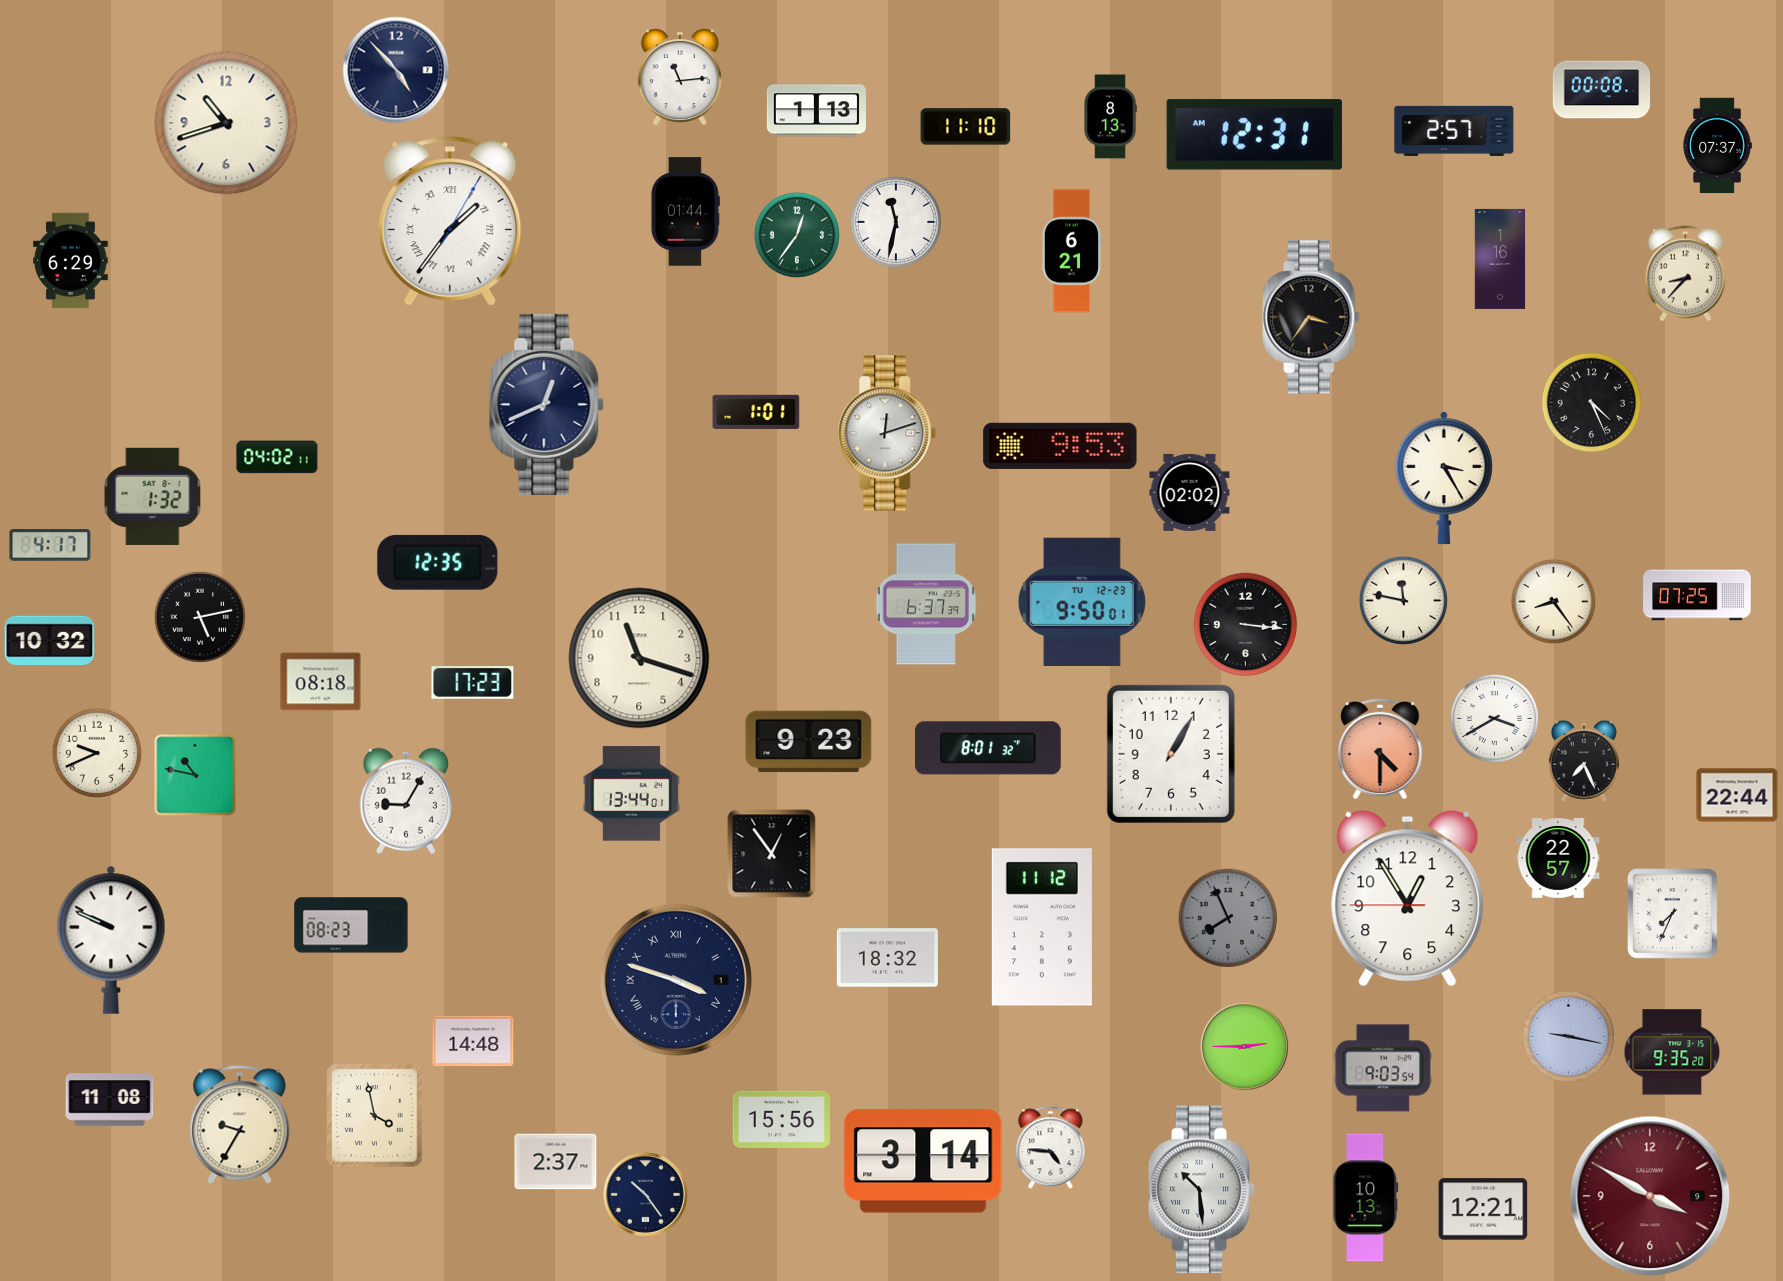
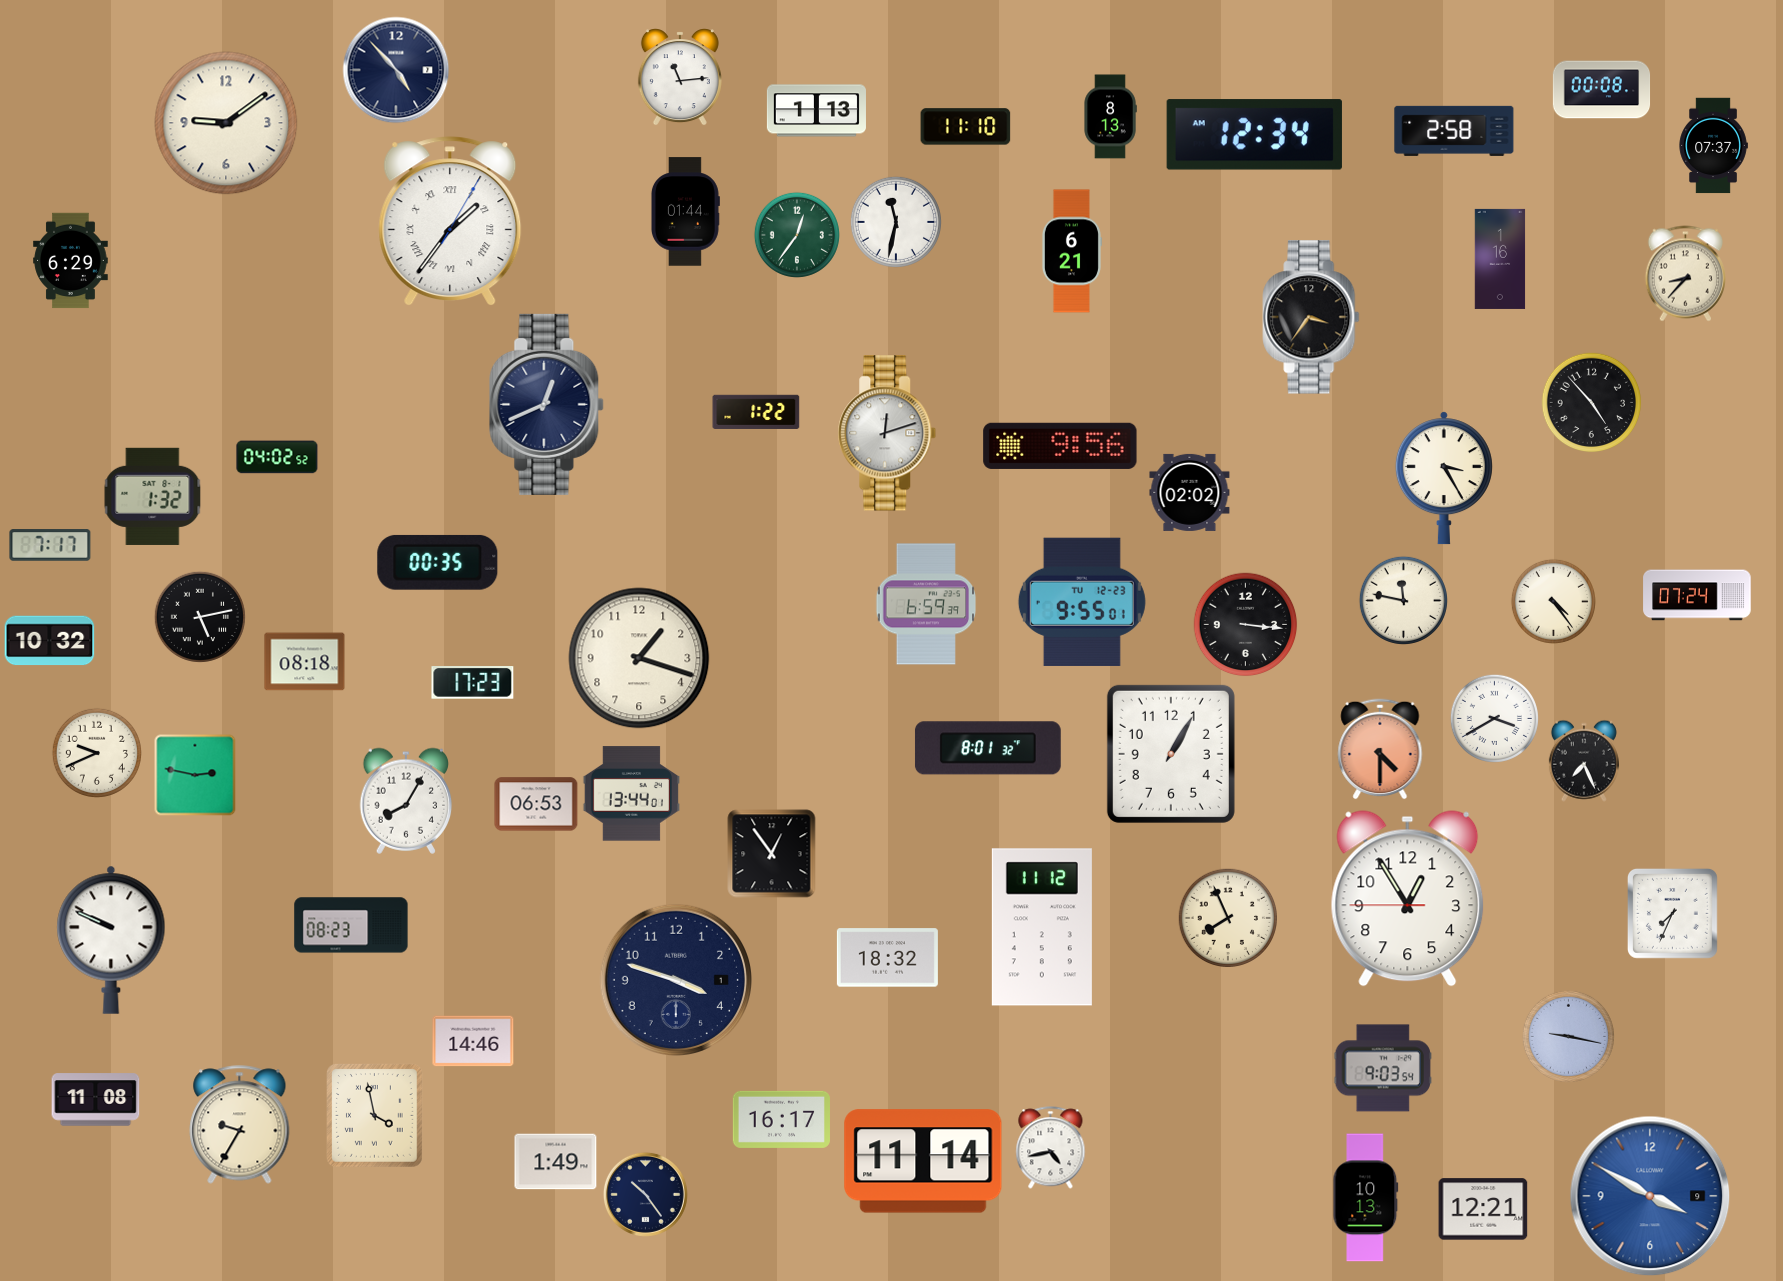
clock at (226, 123): 10:42 -> 9:09
clock at (1454, 131): 2:57 -> 2:58
clock at (1254, 135): 12:31 -> 12:34
clock at (1717, 146) position: (1717, 146) -> (1713, 146)
clock at (1592, 403): 4:26 -> 4:53
clock at (756, 411): 1:01 -> 1:22
clock at (1060, 446): 9:53 -> 9:56
clock at (277, 457): 04:02:11 -> 04:02:52
clock at (50, 545): 4:17 -> 7:17
clock at (438, 562): 12:35 -> 00:35
clock at (1697, 595): 07:25 -> 07:24
clock at (1553, 601): 8:24 -> 4:24
clock at (1082, 602): 9:50 -> 9:55
clock at (926, 604): 6:37 -> 6:59
clock at (639, 658): 11:18 -> 1:18
clock at (321, 682) position: (321, 682) -> (305, 662)
clock at (809, 742): 9:23 -> none
clock at (195, 775): 10:47 -> 2:47
clock at (1737, 795): 22:44 -> none
clock at (406, 801): 9:05 -> 8:05
clock at (536, 804): none -> 06:53
clock at (1558, 859): 22:57 -> none
clock at (1228, 918) dial: grey -> cream
clock at (675, 979) numerals: Roman -> Arabic
clock at (473, 1041): 14:48 -> 14:46
clock at (1244, 1046): 2:45 -> none
clock at (1672, 1052): 9:35 -> none
clock at (110, 1100) position: (110, 1100) -> (96, 1100)
clock at (781, 1119): 15:56 -> 16:17
clock at (1051, 1148): 4:46 -> 4:43
clock at (923, 1161): 3:14 -> 11:14
clock at (556, 1162): 2:37 -> 1:49
clock at (1202, 1190): 10:29 -> none
clock at (1650, 1196) dial: burgundy -> blue
